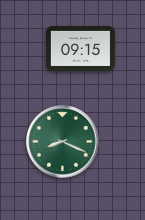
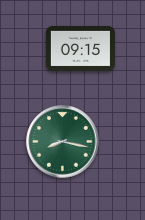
clock at (63, 142): 8:19 -> 8:17
